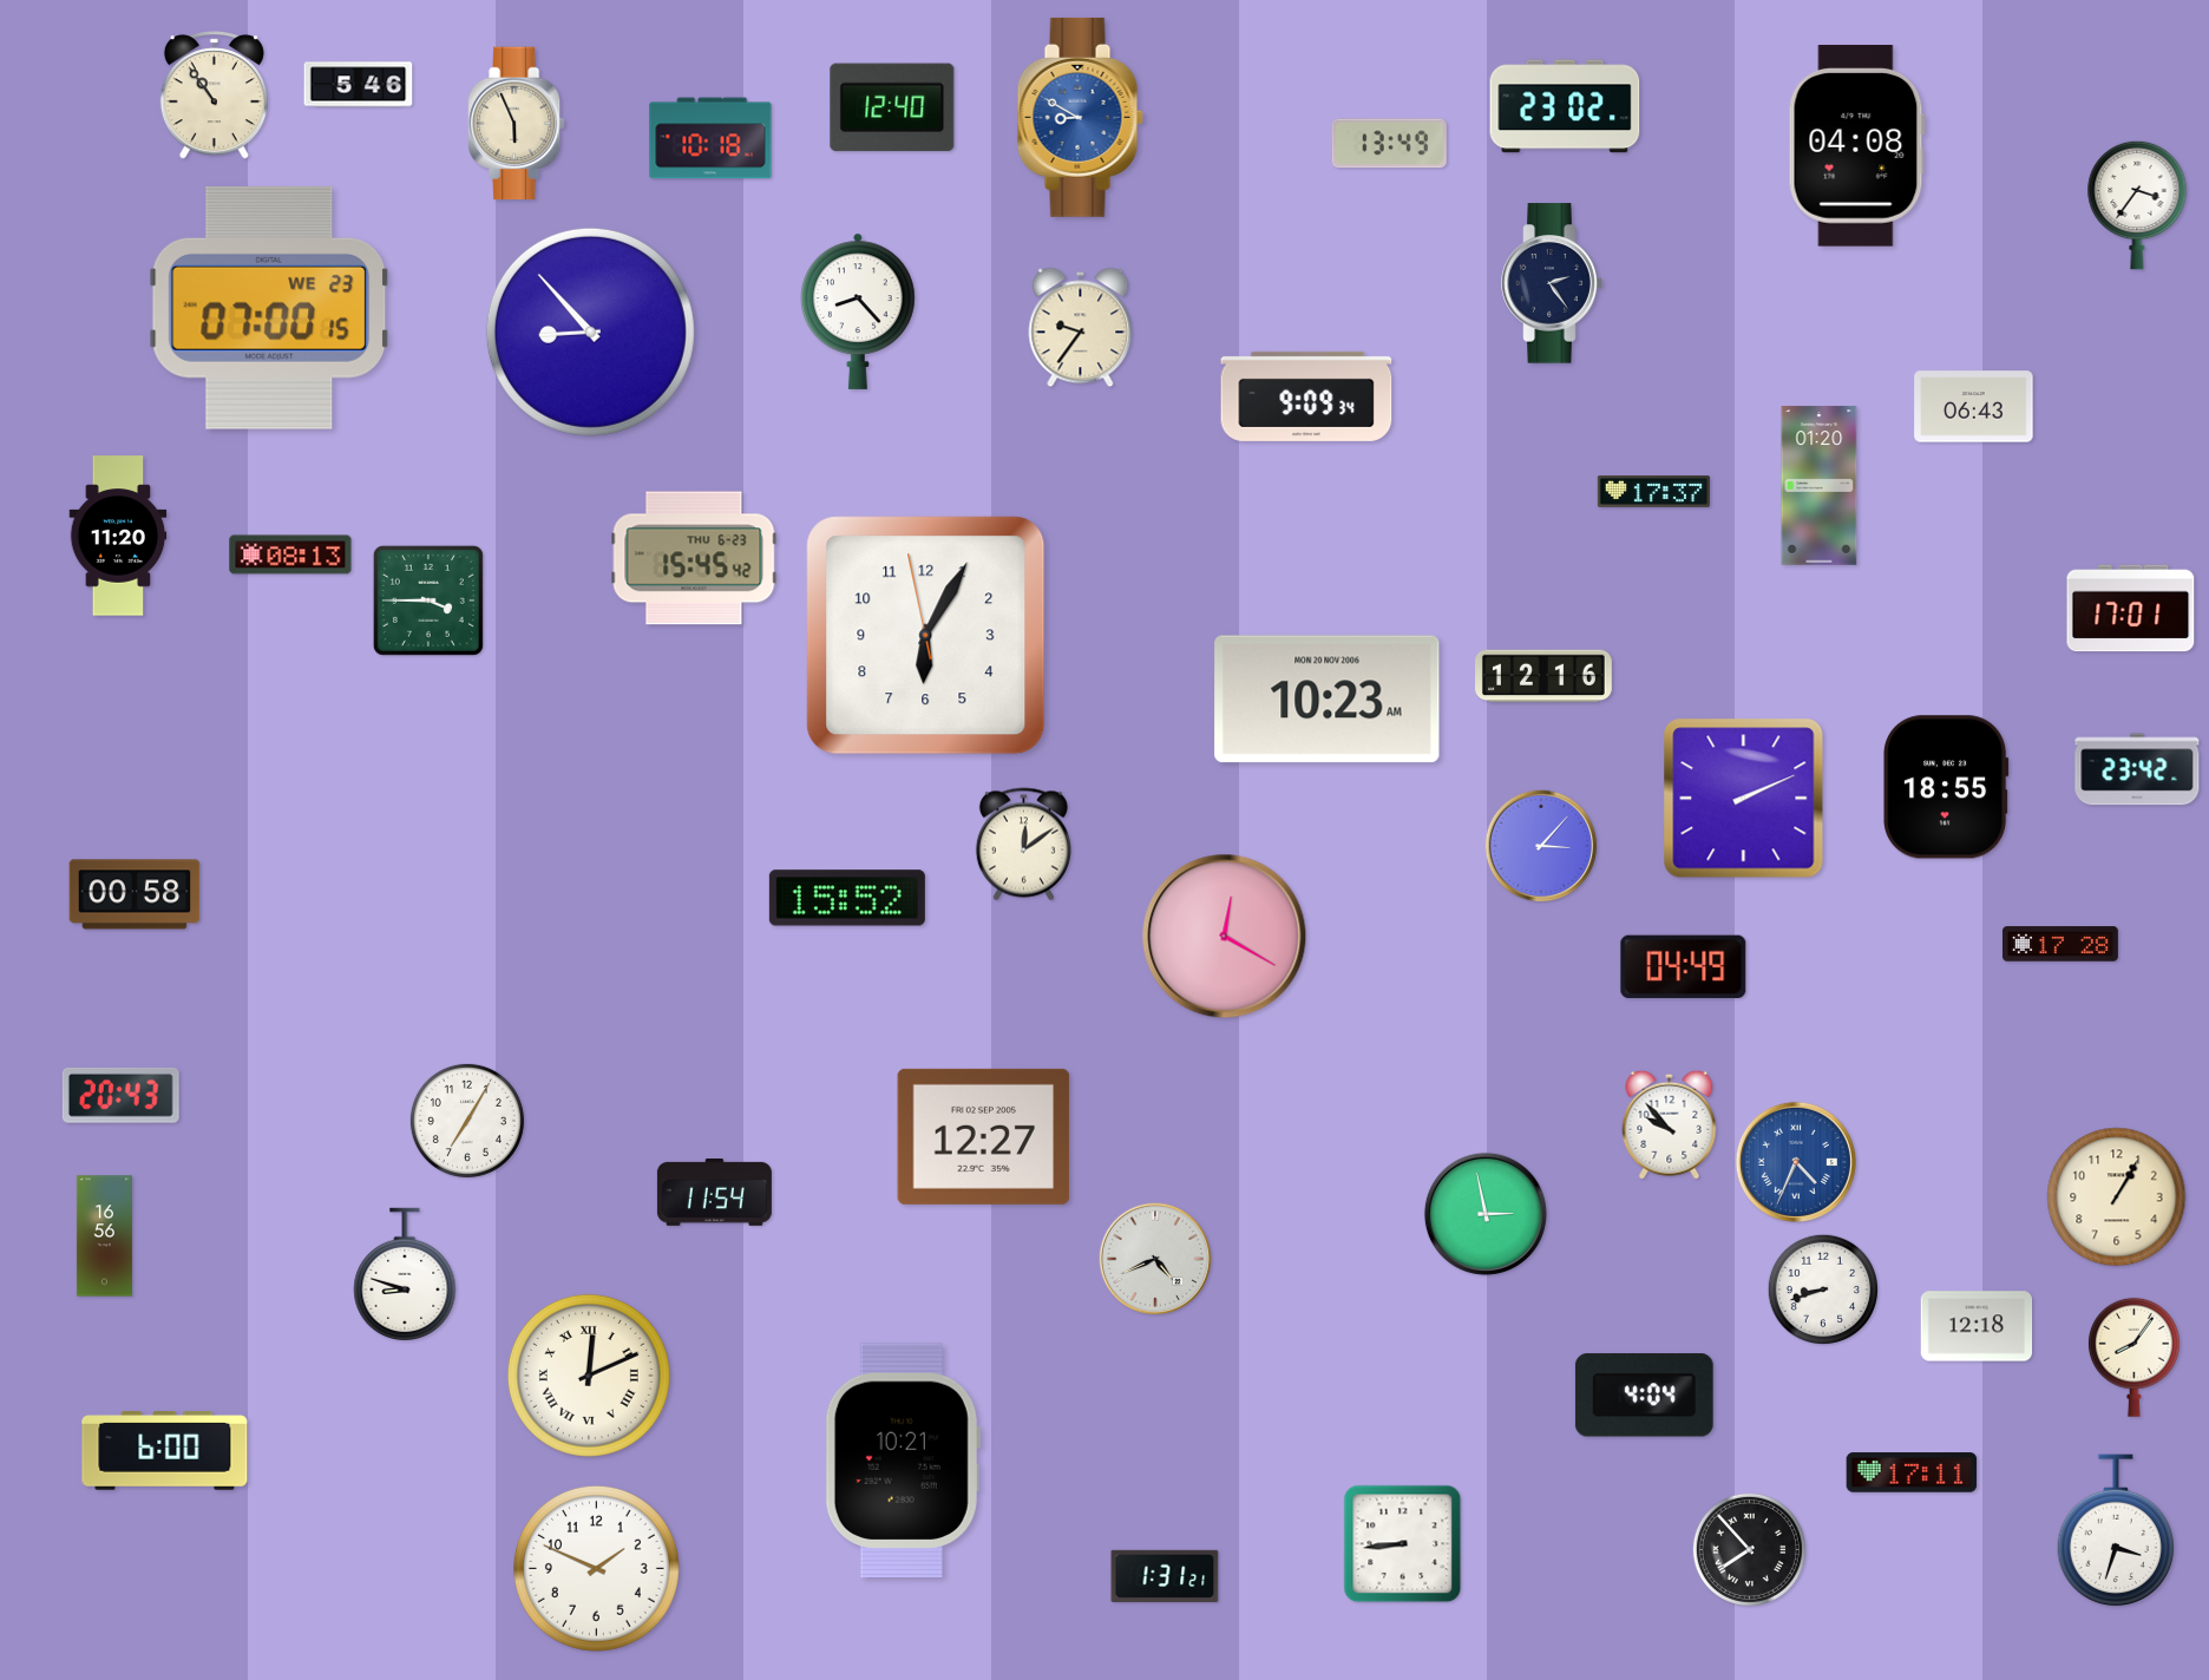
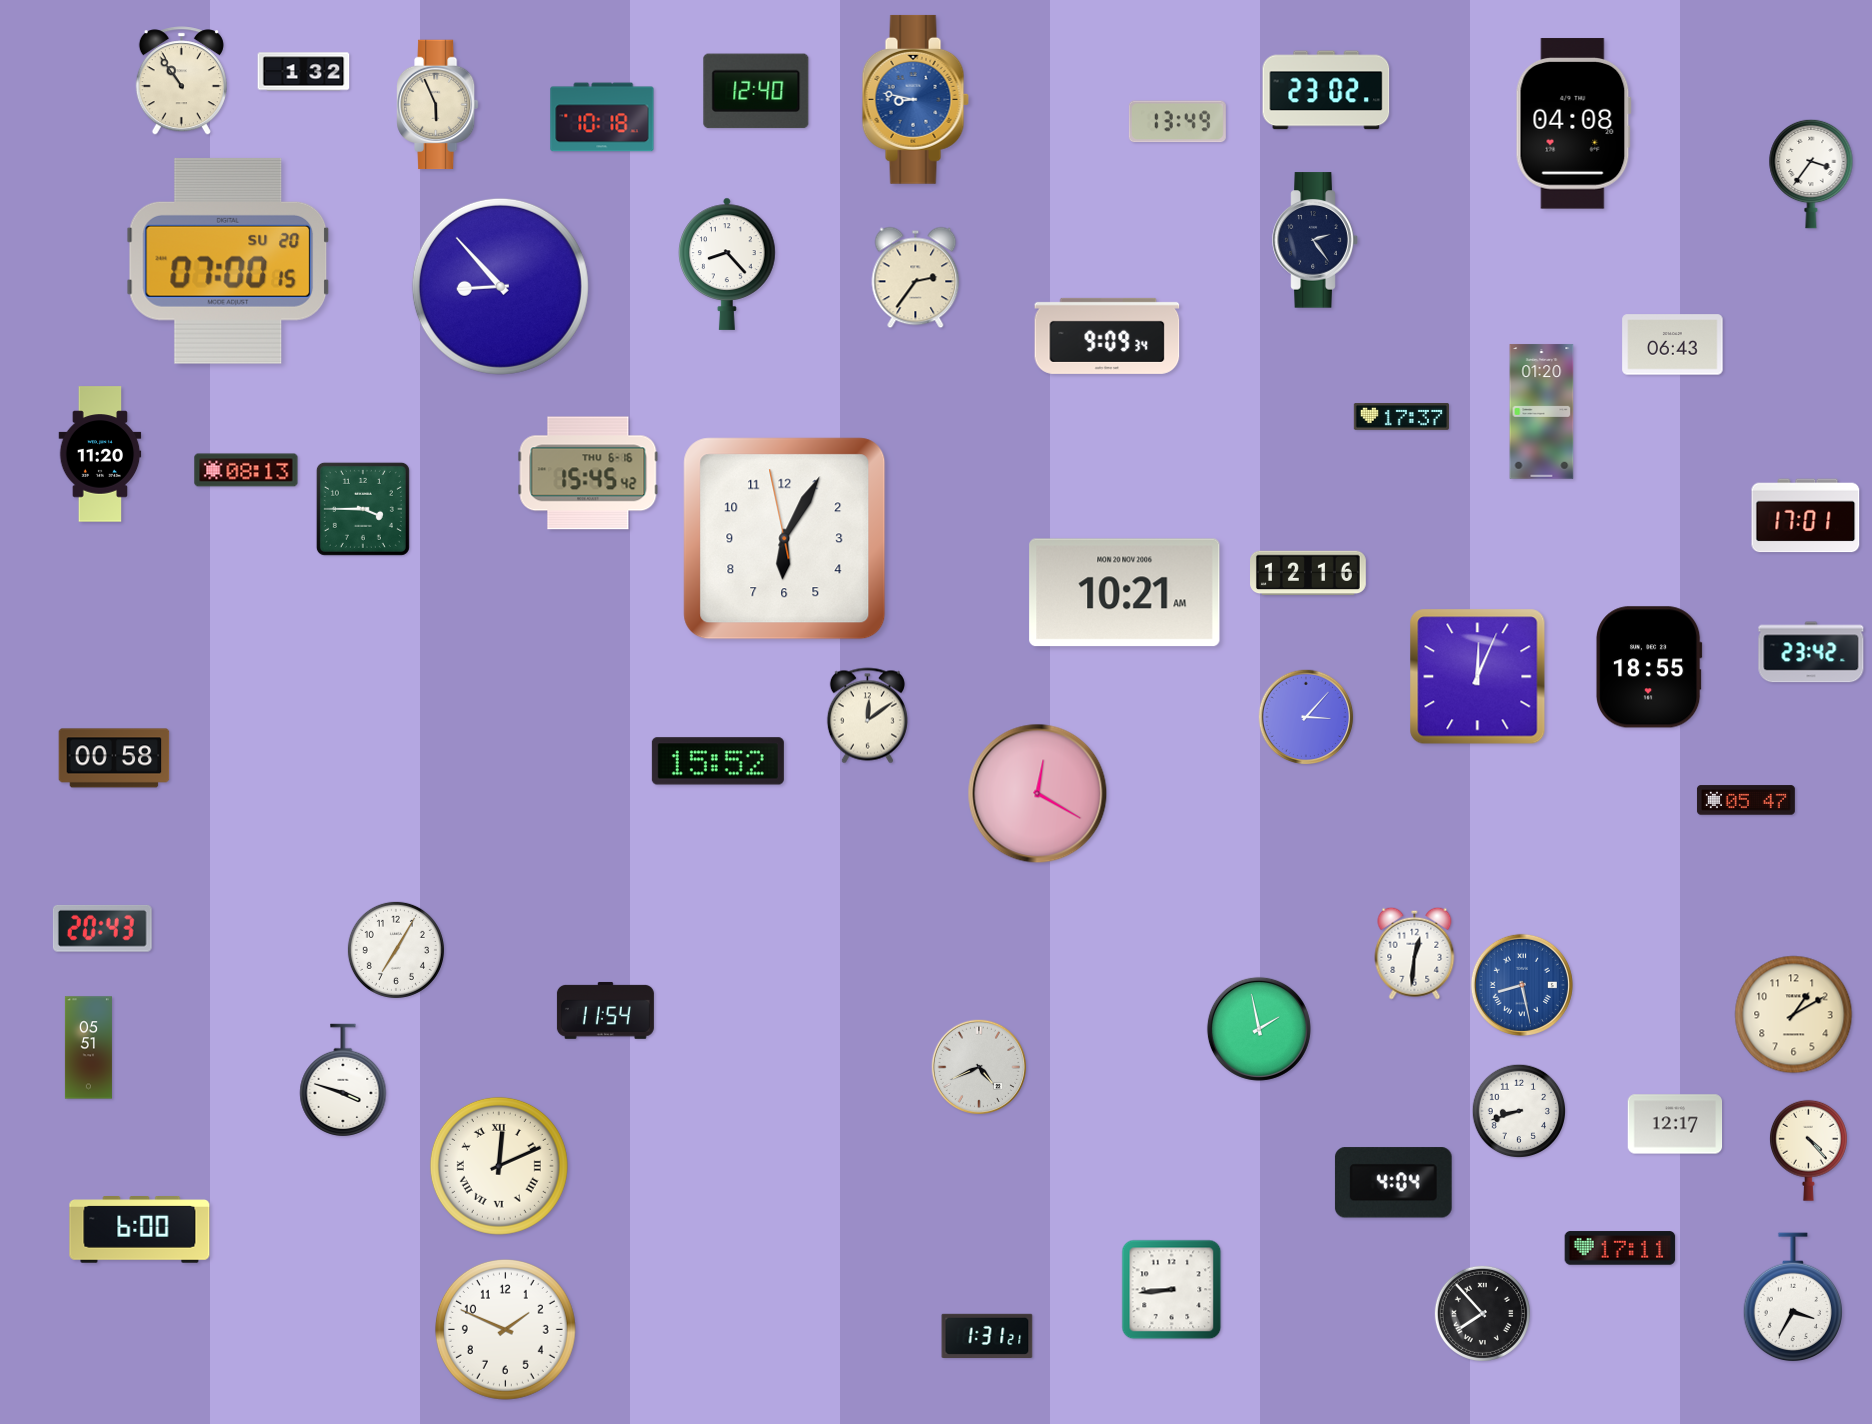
clock at (359, 85): 5:46 -> 1:32
clock at (1080, 117): 8:50 -> 8:47
clock at (269, 308) date: WE 23 -> SU 20
clock at (1081, 328): 9:36 -> 2:36
clock at (590, 332) position: (590, 332) -> (500, 286)
clock at (694, 558) date: THU 6-23 -> THU 6-16
clock at (1328, 700): 10:23 -> 10:21
clock at (1744, 799): 2:11 -> 12:04
clock at (2060, 944): 17:28 -> 05:47
clock at (1684, 966): 04:49 -> none
clock at (1670, 1124): 9:53 -> 12:31
clock at (984, 1136): 12:27 -> none
clock at (1796, 1162): 4:34 -> 8:28
clock at (2117, 1197): 1:05 -> 1:10
clock at (1486, 1214): 2:58 -> 1:58
clock at (104, 1236): 16:56 -> 05:51
clock at (405, 1274): 8:48 -> 3:48
clock at (1823, 1289) position: (1823, 1289) -> (1519, 1111)
clock at (1977, 1326): 12:18 -> 12:17
clock at (2133, 1357): 8:06 -> 4:23
clock at (903, 1459): 10:21 -> none
clock at (2115, 1531): 3:33 -> 3:35
clock at (1403, 1544) position: (1403, 1544) -> (1172, 1290)
